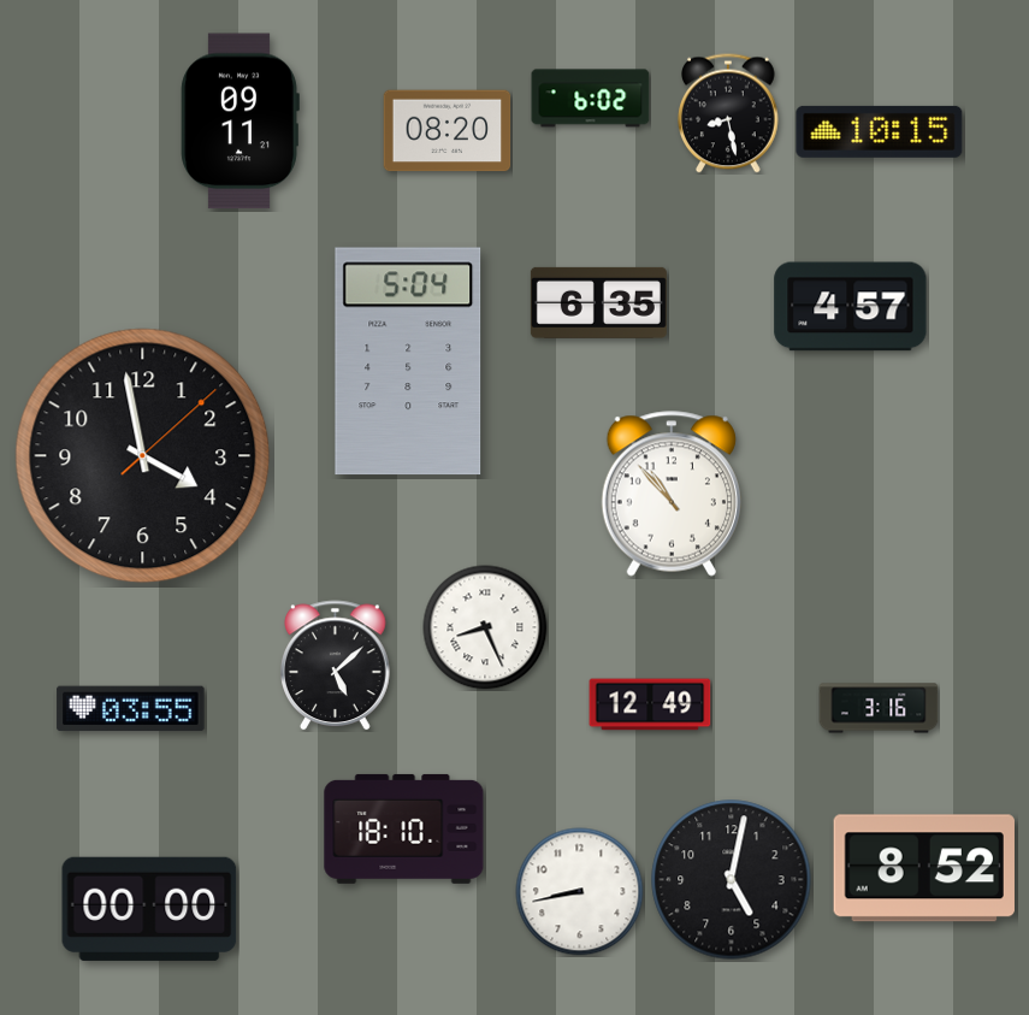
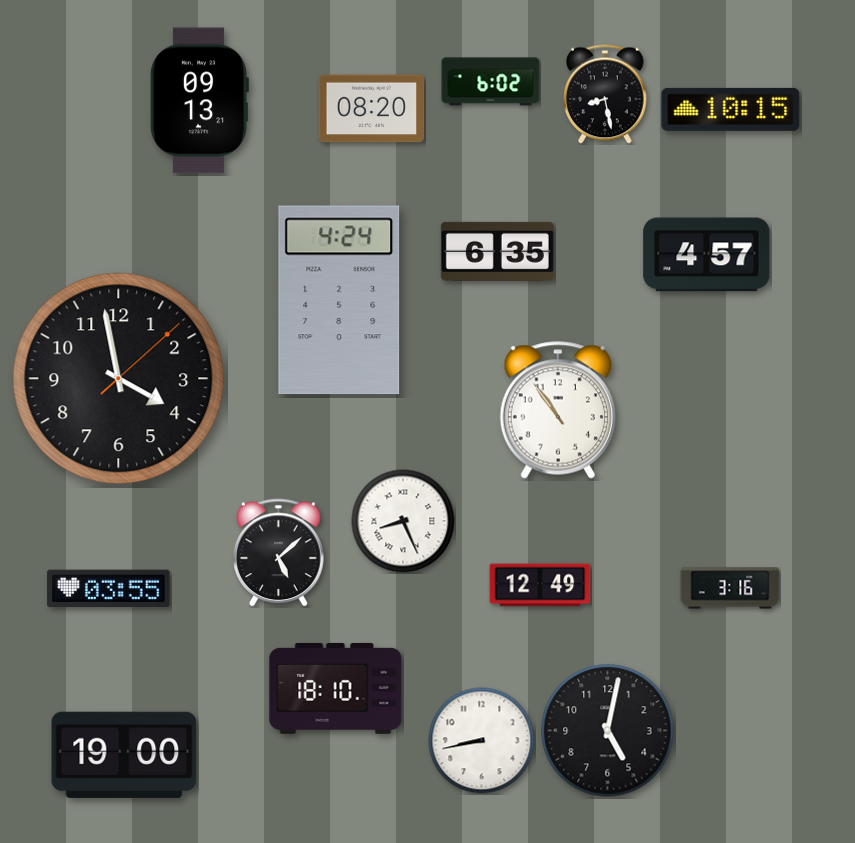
clock at (239, 122): 09:11 -> 09:13
clock at (408, 361): 5:04 -> 4:24
clock at (672, 494): 10:53 -> 10:54
clock at (924, 868): 8:52 -> none
clock at (149, 909): 00:00 -> 19:00
